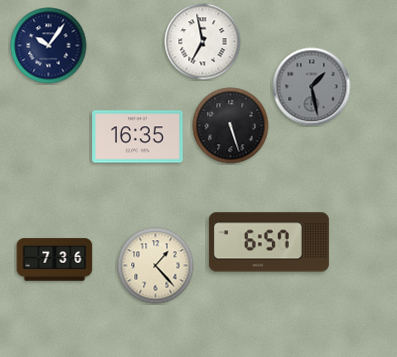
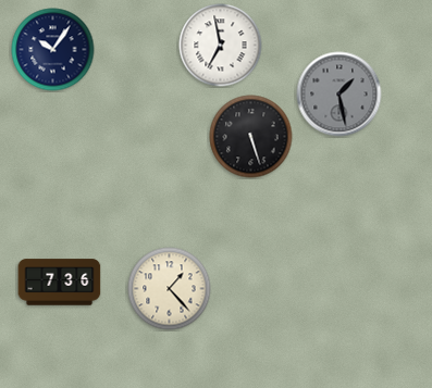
clock at (138, 137): 16:35 -> none
clock at (269, 242): 6:57 -> none
